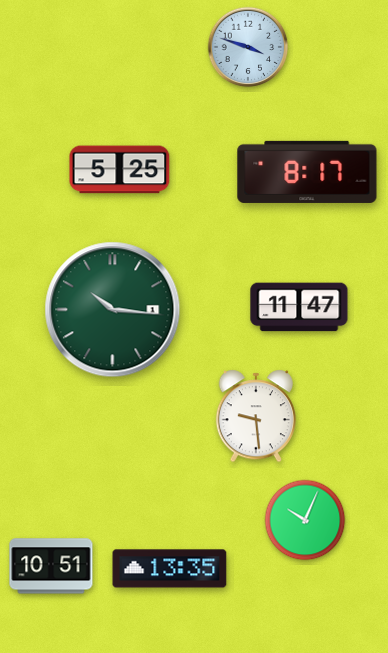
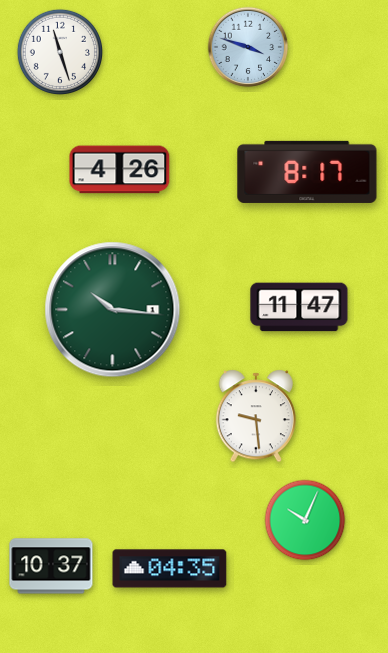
clock at (59, 51): none -> 11:27
clock at (120, 170): 5:25 -> 4:26
clock at (51, 566): 10:51 -> 10:37
clock at (170, 569): 13:35 -> 04:35
